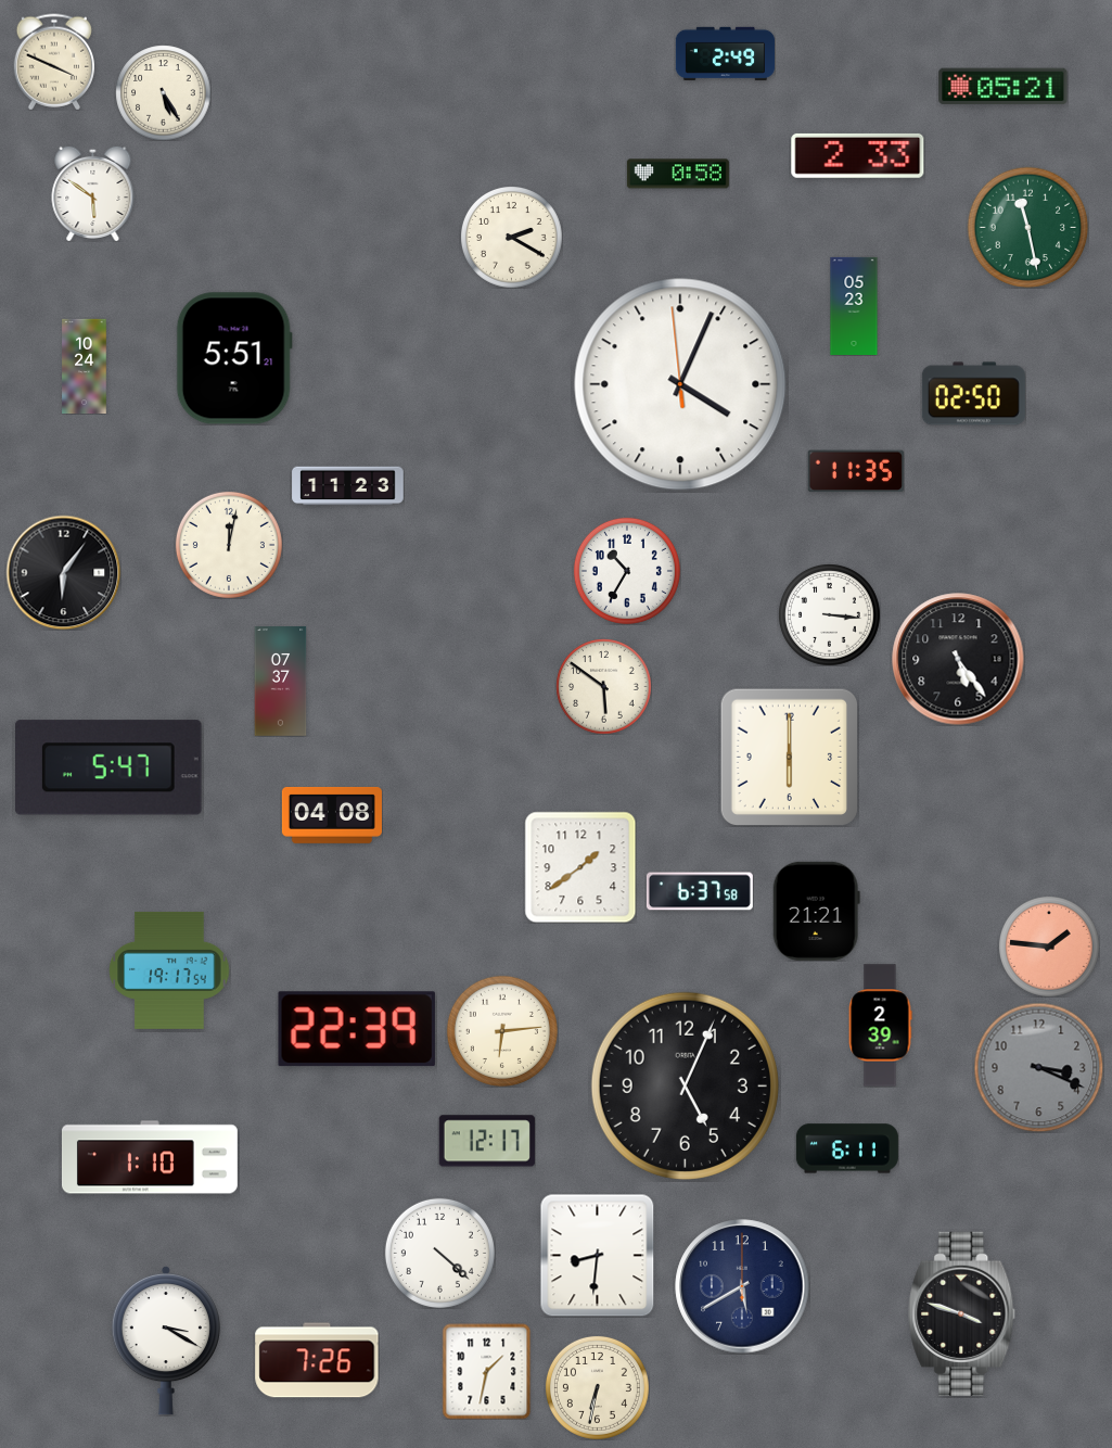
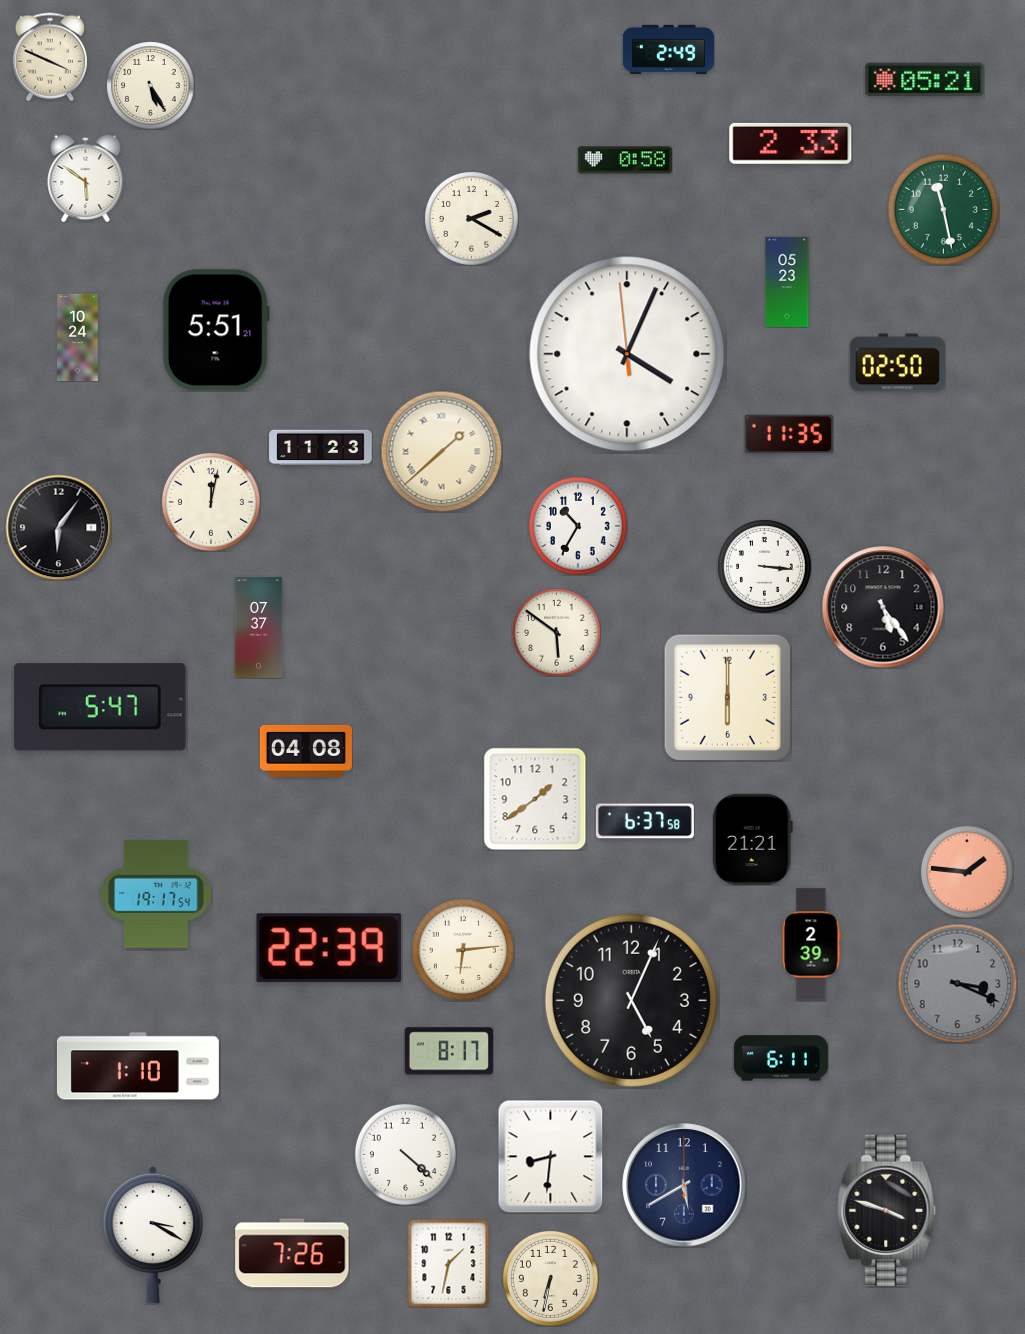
clock at (1027, 227) position: (1027, 227) -> (943, 209)
clock at (441, 451): none -> 1:38
clock at (487, 1141): 12:17 -> 8:17
